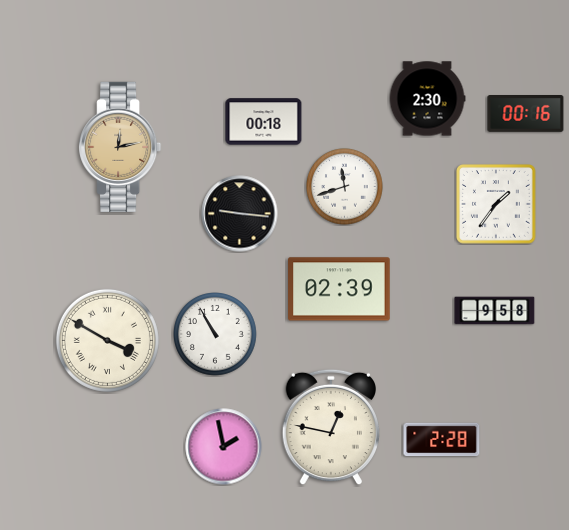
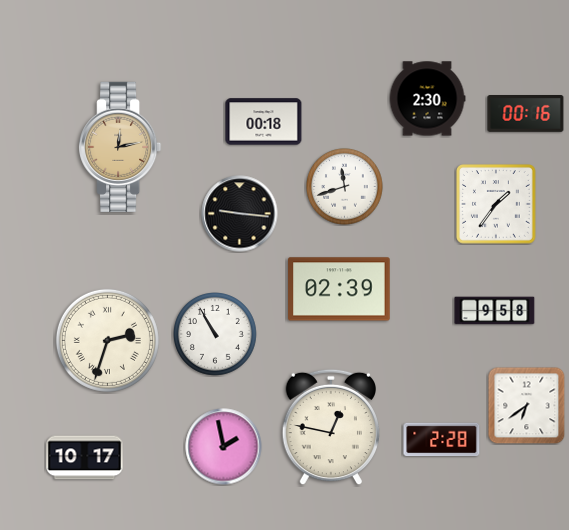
clock at (107, 340): 3:50 -> 2:33
clock at (526, 405): none -> 6:39
clock at (85, 458): none -> 10:17
